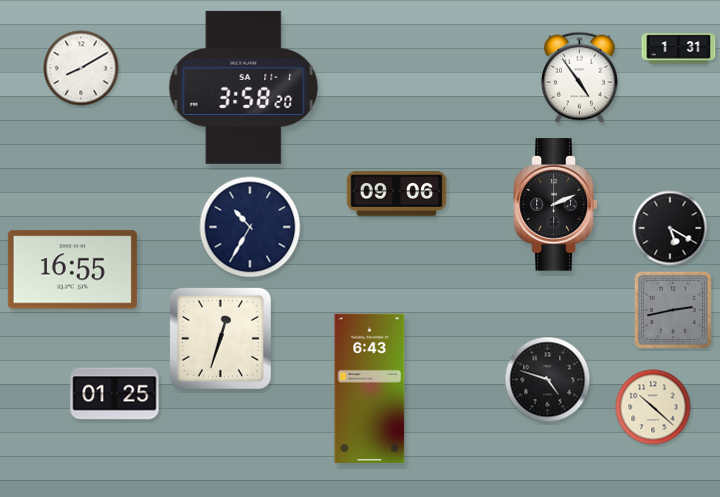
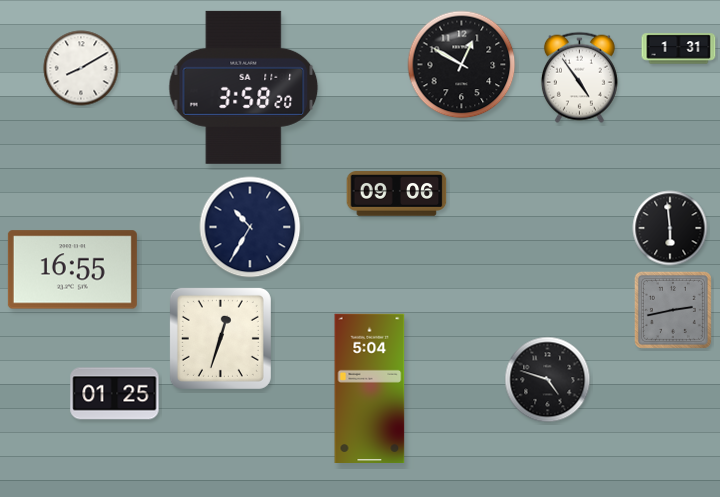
clock at (462, 65): none -> 12:50
clock at (556, 205): 2:11 -> none
clock at (670, 228): 5:20 -> 5:59
clock at (370, 388): 6:43 -> 5:04
clock at (653, 407): 10:22 -> none
